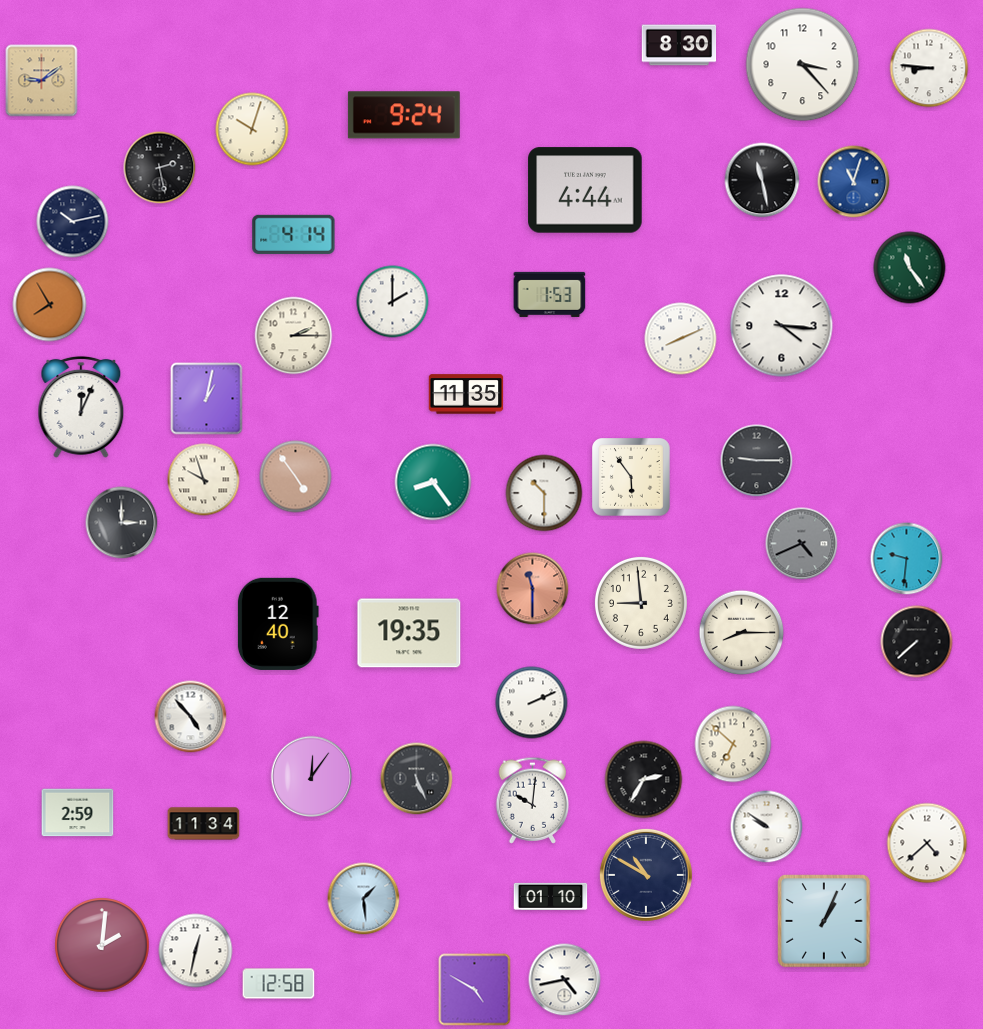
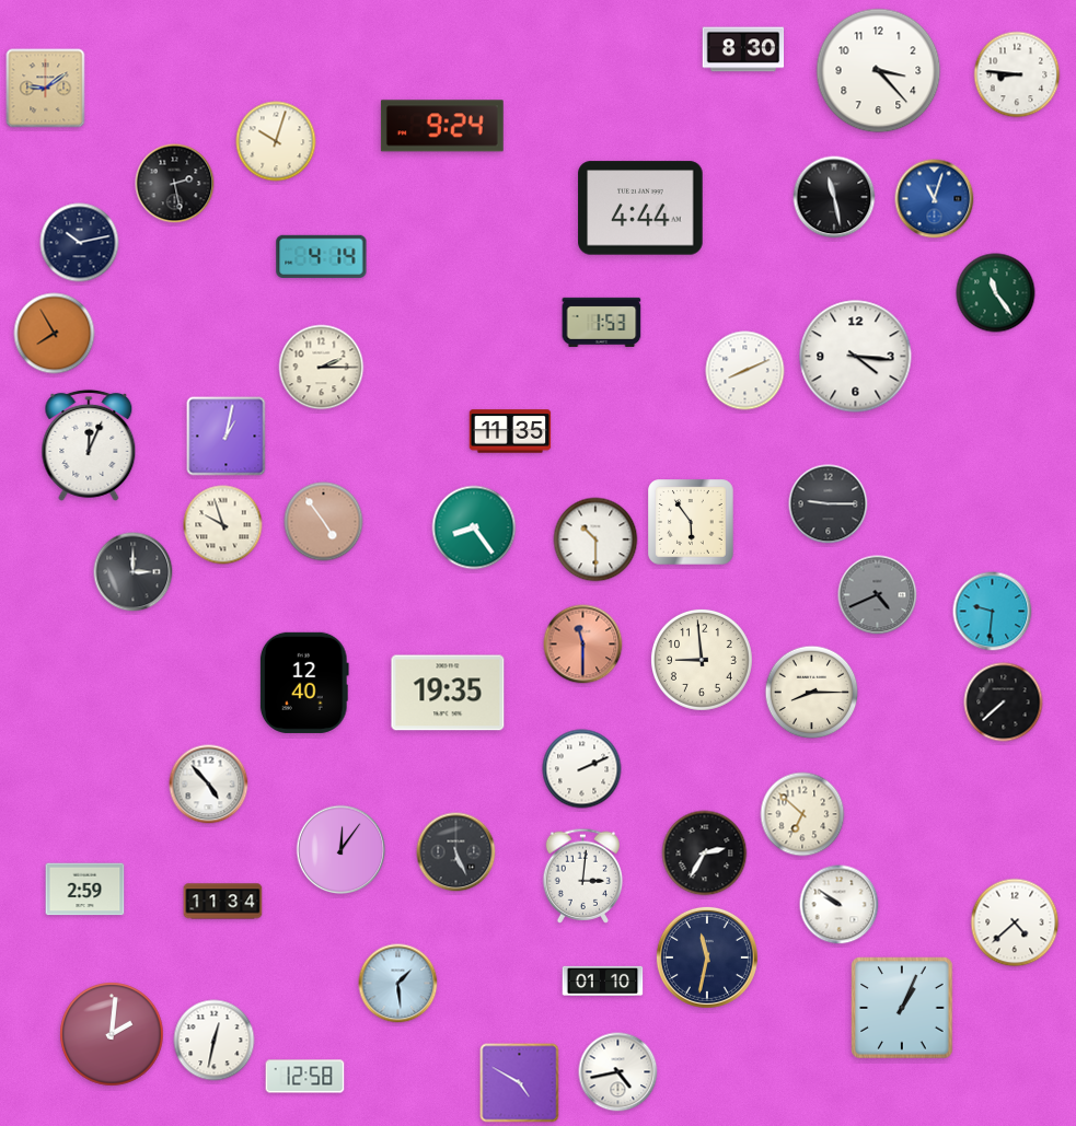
clock at (393, 302): 2:00 -> none
clock at (533, 800): 10:01 -> 3:01
clock at (646, 875): 10:50 -> 11:32
